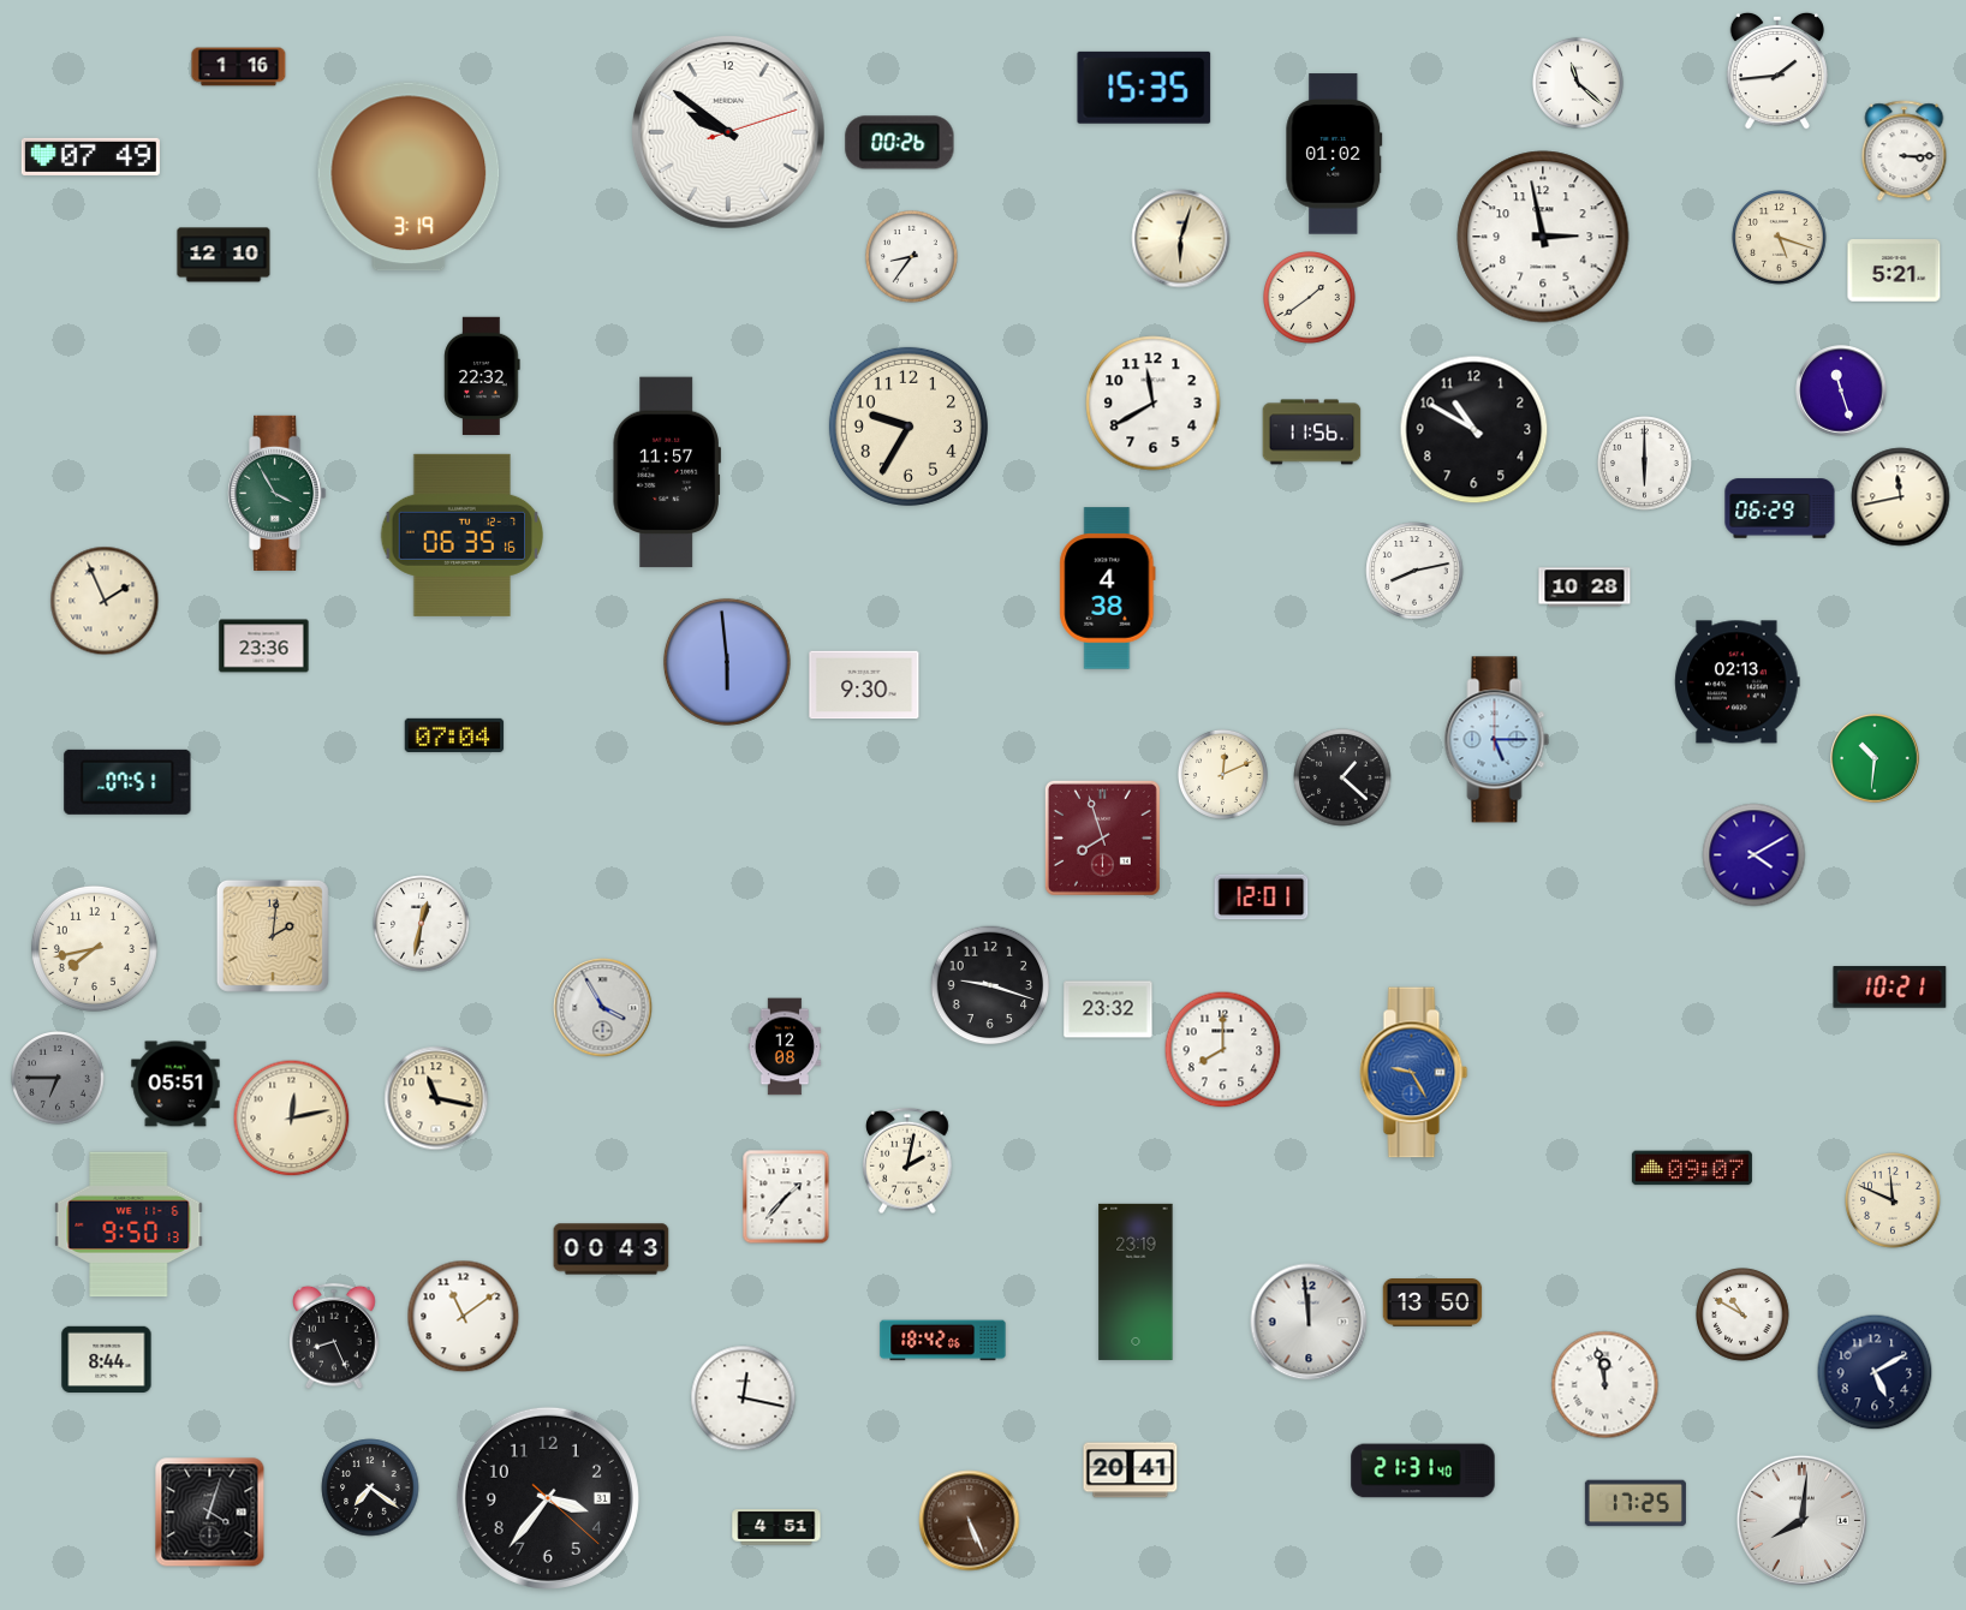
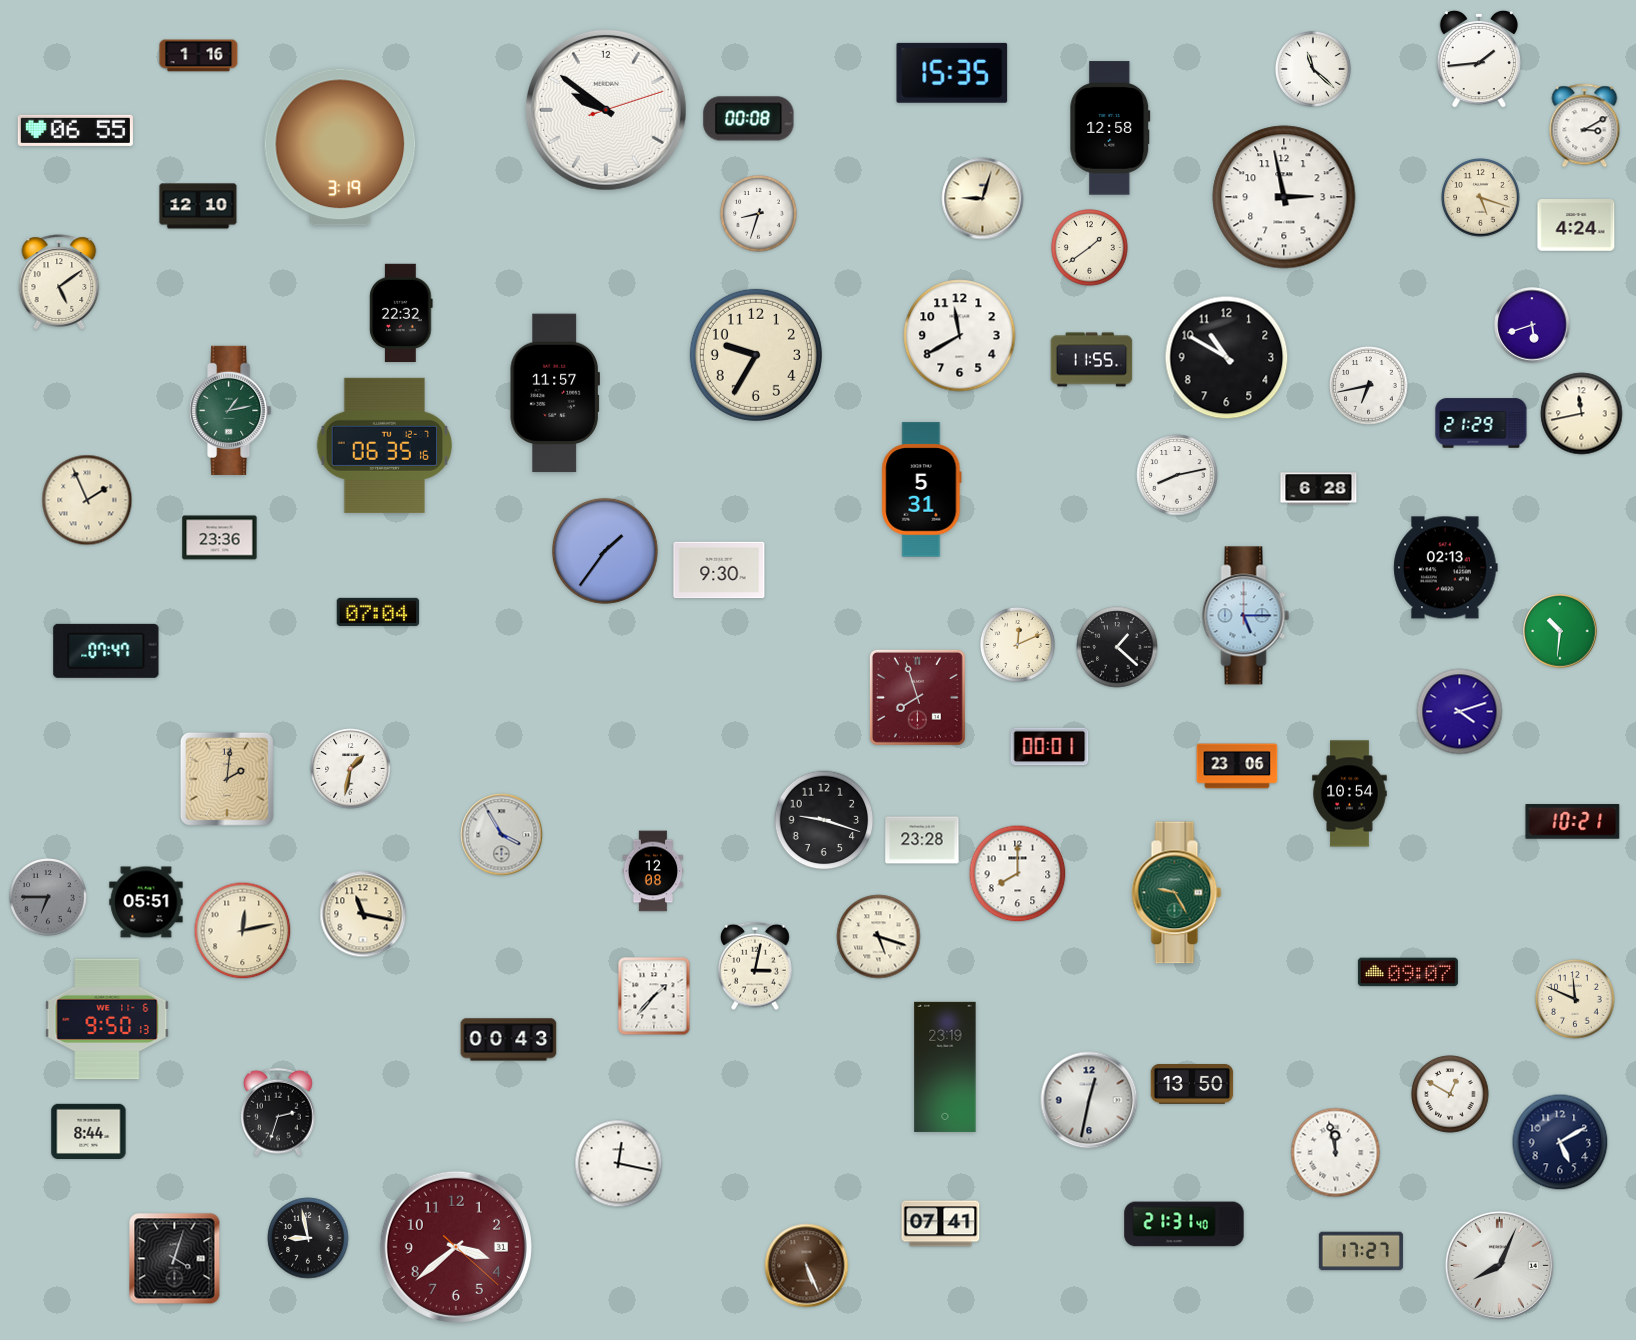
clock at (900, 143): 00:26 -> 00:08
clock at (1905, 151): 3:15 -> 3:10
clock at (1334, 154): 01:02 -> 12:58
clock at (90, 156): 07:49 -> 06:55
clock at (1181, 239): 6:03 -> 9:03
clock at (224, 255) position: (224, 255) -> (198, 206)
clock at (912, 257): 8:36 -> 8:33
clock at (1894, 270): 5:21 -> 4:24
clock at (59, 282): none -> 5:09
clock at (1841, 390): 11:27 -> 5:42
clock at (1312, 433): 11:56 -> 11:55
clock at (1645, 464): 6:00 -> 6:43
clock at (278, 493): 3:55 -> 1:13
clock at (1780, 508): 06:29 -> 21:29
clock at (1585, 588): 10:28 -> 6:28
clock at (1108, 589): 4:38 -> 5:31
clock at (727, 662): 5:59 -> 1:36
clock at (127, 782): 07:51 -> 07:47
clock at (1754, 855): 4:10 -> 4:12
clock at (1262, 898): 12:01 -> 00:01
clock at (1237, 766): none -> 23:06
clock at (422, 924): 12:32 -> 1:32
clock at (94, 948): 7:43 -> none
clock at (1350, 794): none -> 10:54
clock at (603, 1008) position: (603, 1008) -> (502, 835)
clock at (1108, 1009): 23:32 -> 23:28
clock at (1414, 1073) dial: blue -> green
clock at (879, 937): none -> 5:18
clock at (907, 1161): 2:02 -> 3:02
clock at (1742, 1314): 10:50 -> 12:50
clock at (464, 1317): 11:09 -> none
clock at (1309, 1322): 11:59 -> 12:32
clock at (334, 1336): 8:26 -> 2:33
clock at (943, 1341): 18:42 -> none
clock at (1131, 1471): 20:41 -> 07:41
clock at (370, 1487): 7:21 -> 8:58
clock at (548, 1498): 3:36 -> 3:38
clock at (548, 1498) dial: black -> burgundy
clock at (1636, 1503): 17:25 -> 17:27
clock at (1801, 1520): 8:01 -> 8:04
clock at (776, 1527): 4:51 -> none
